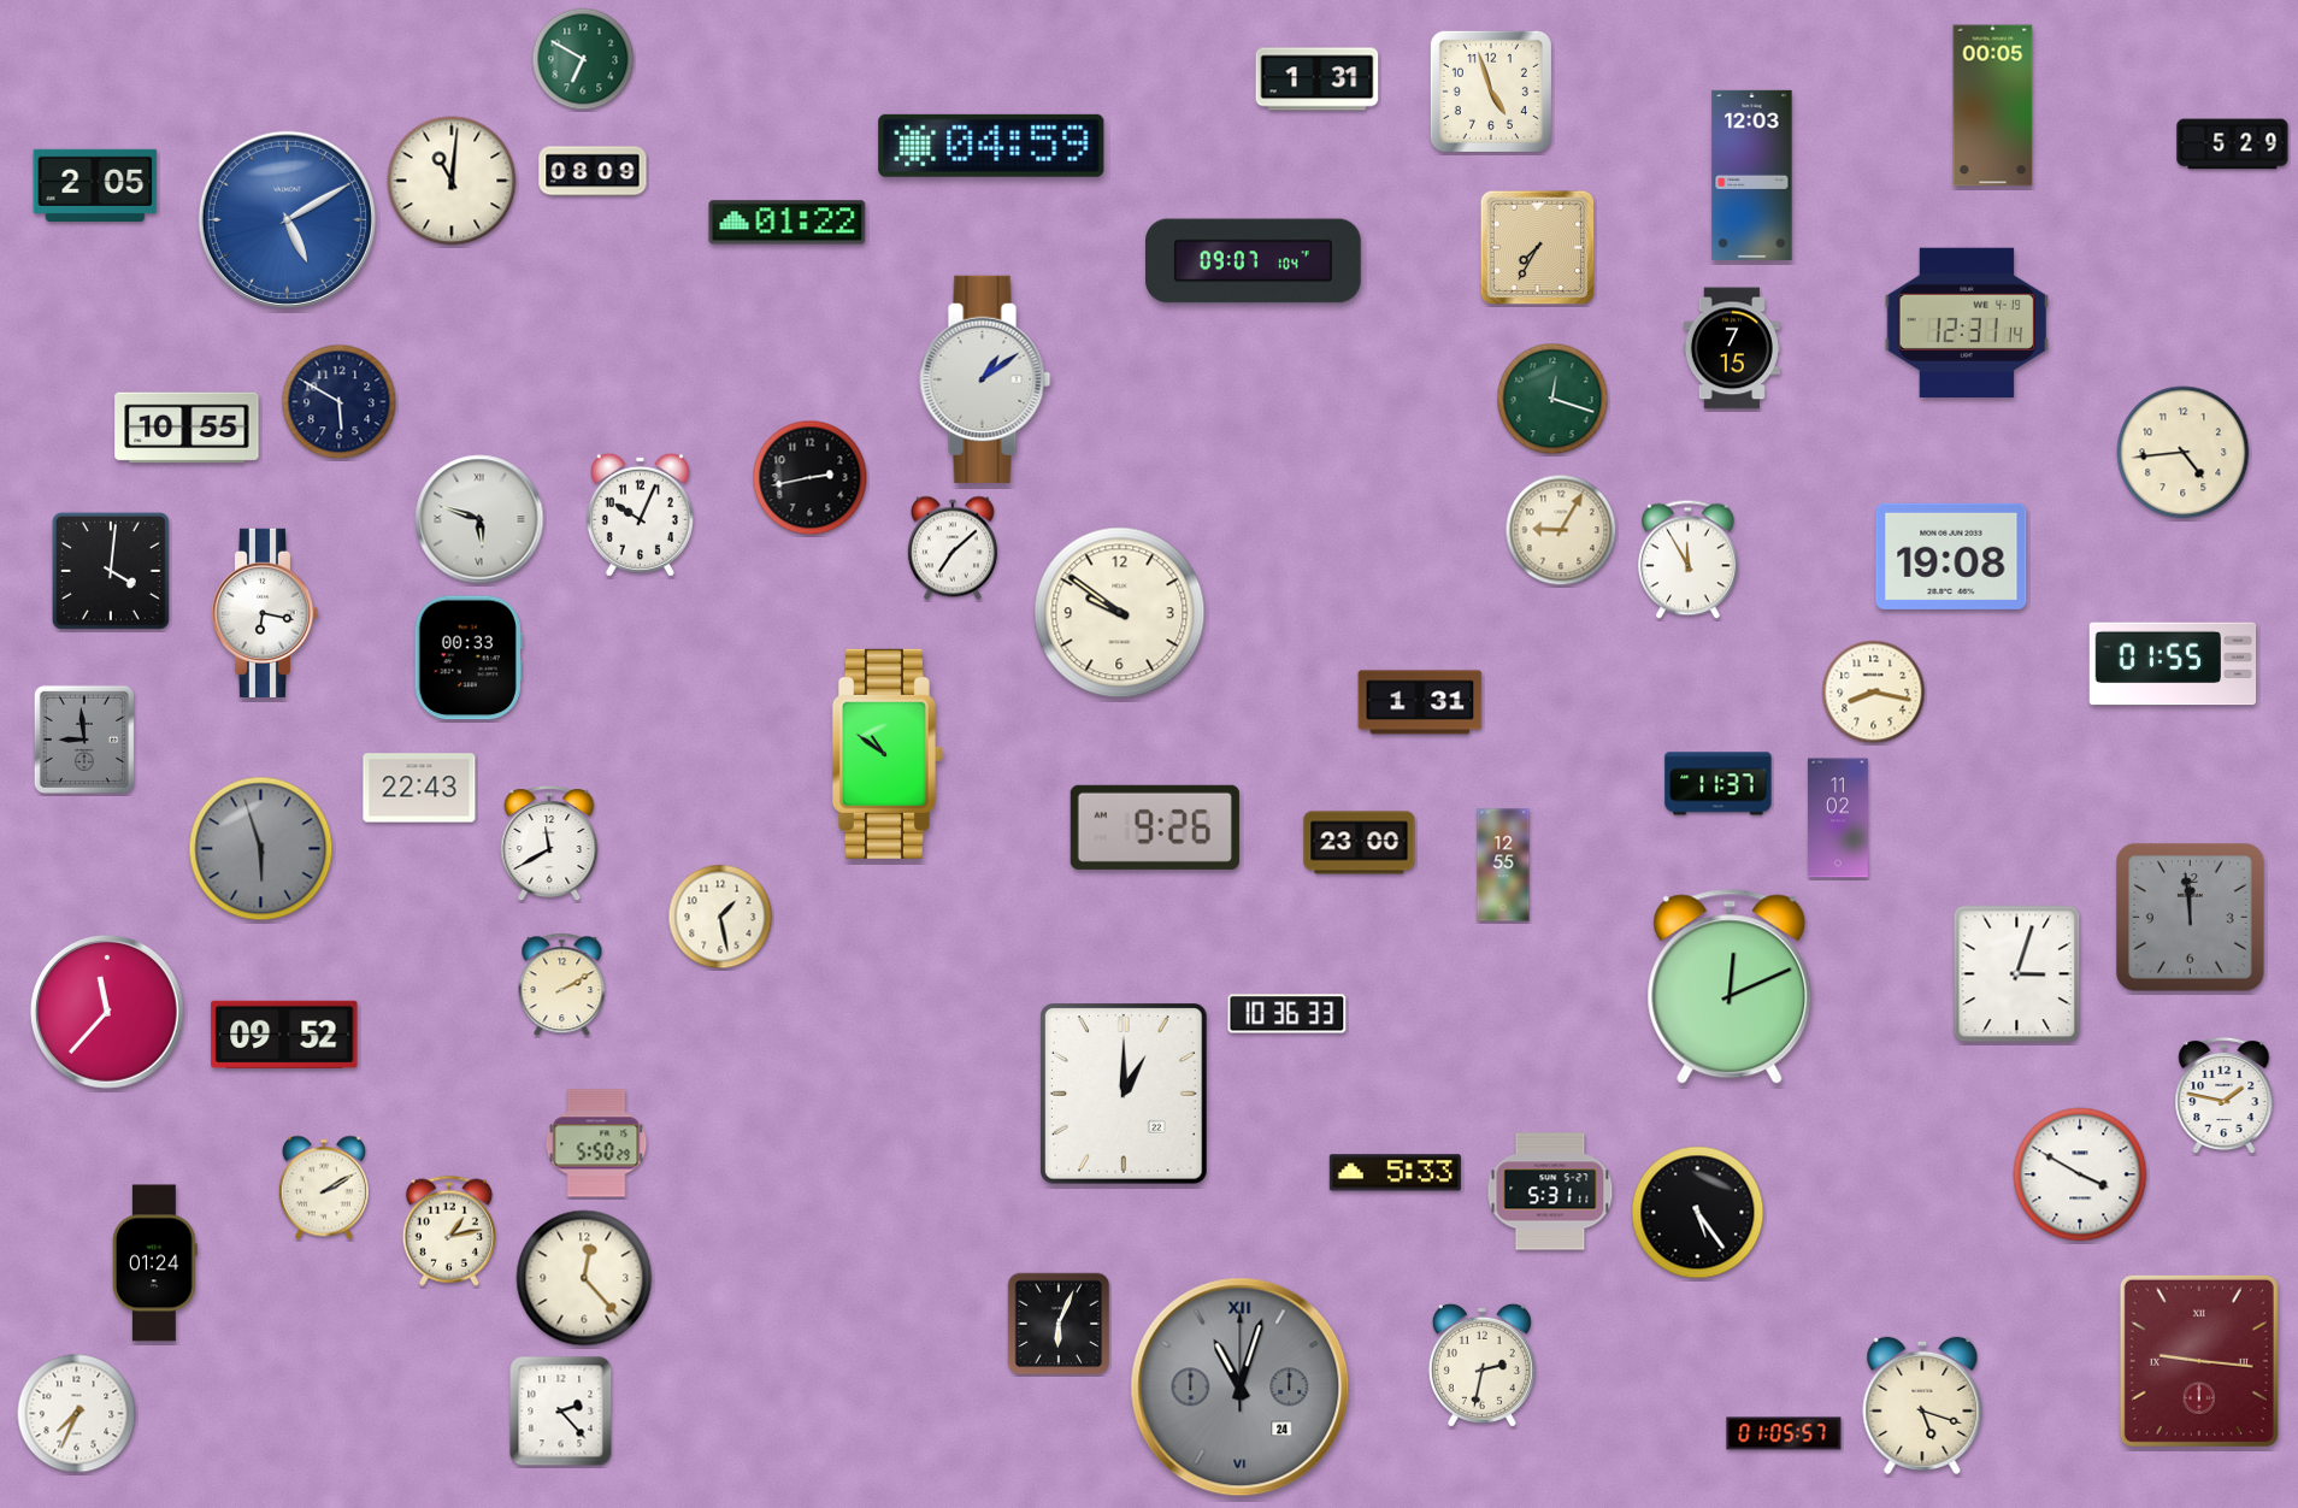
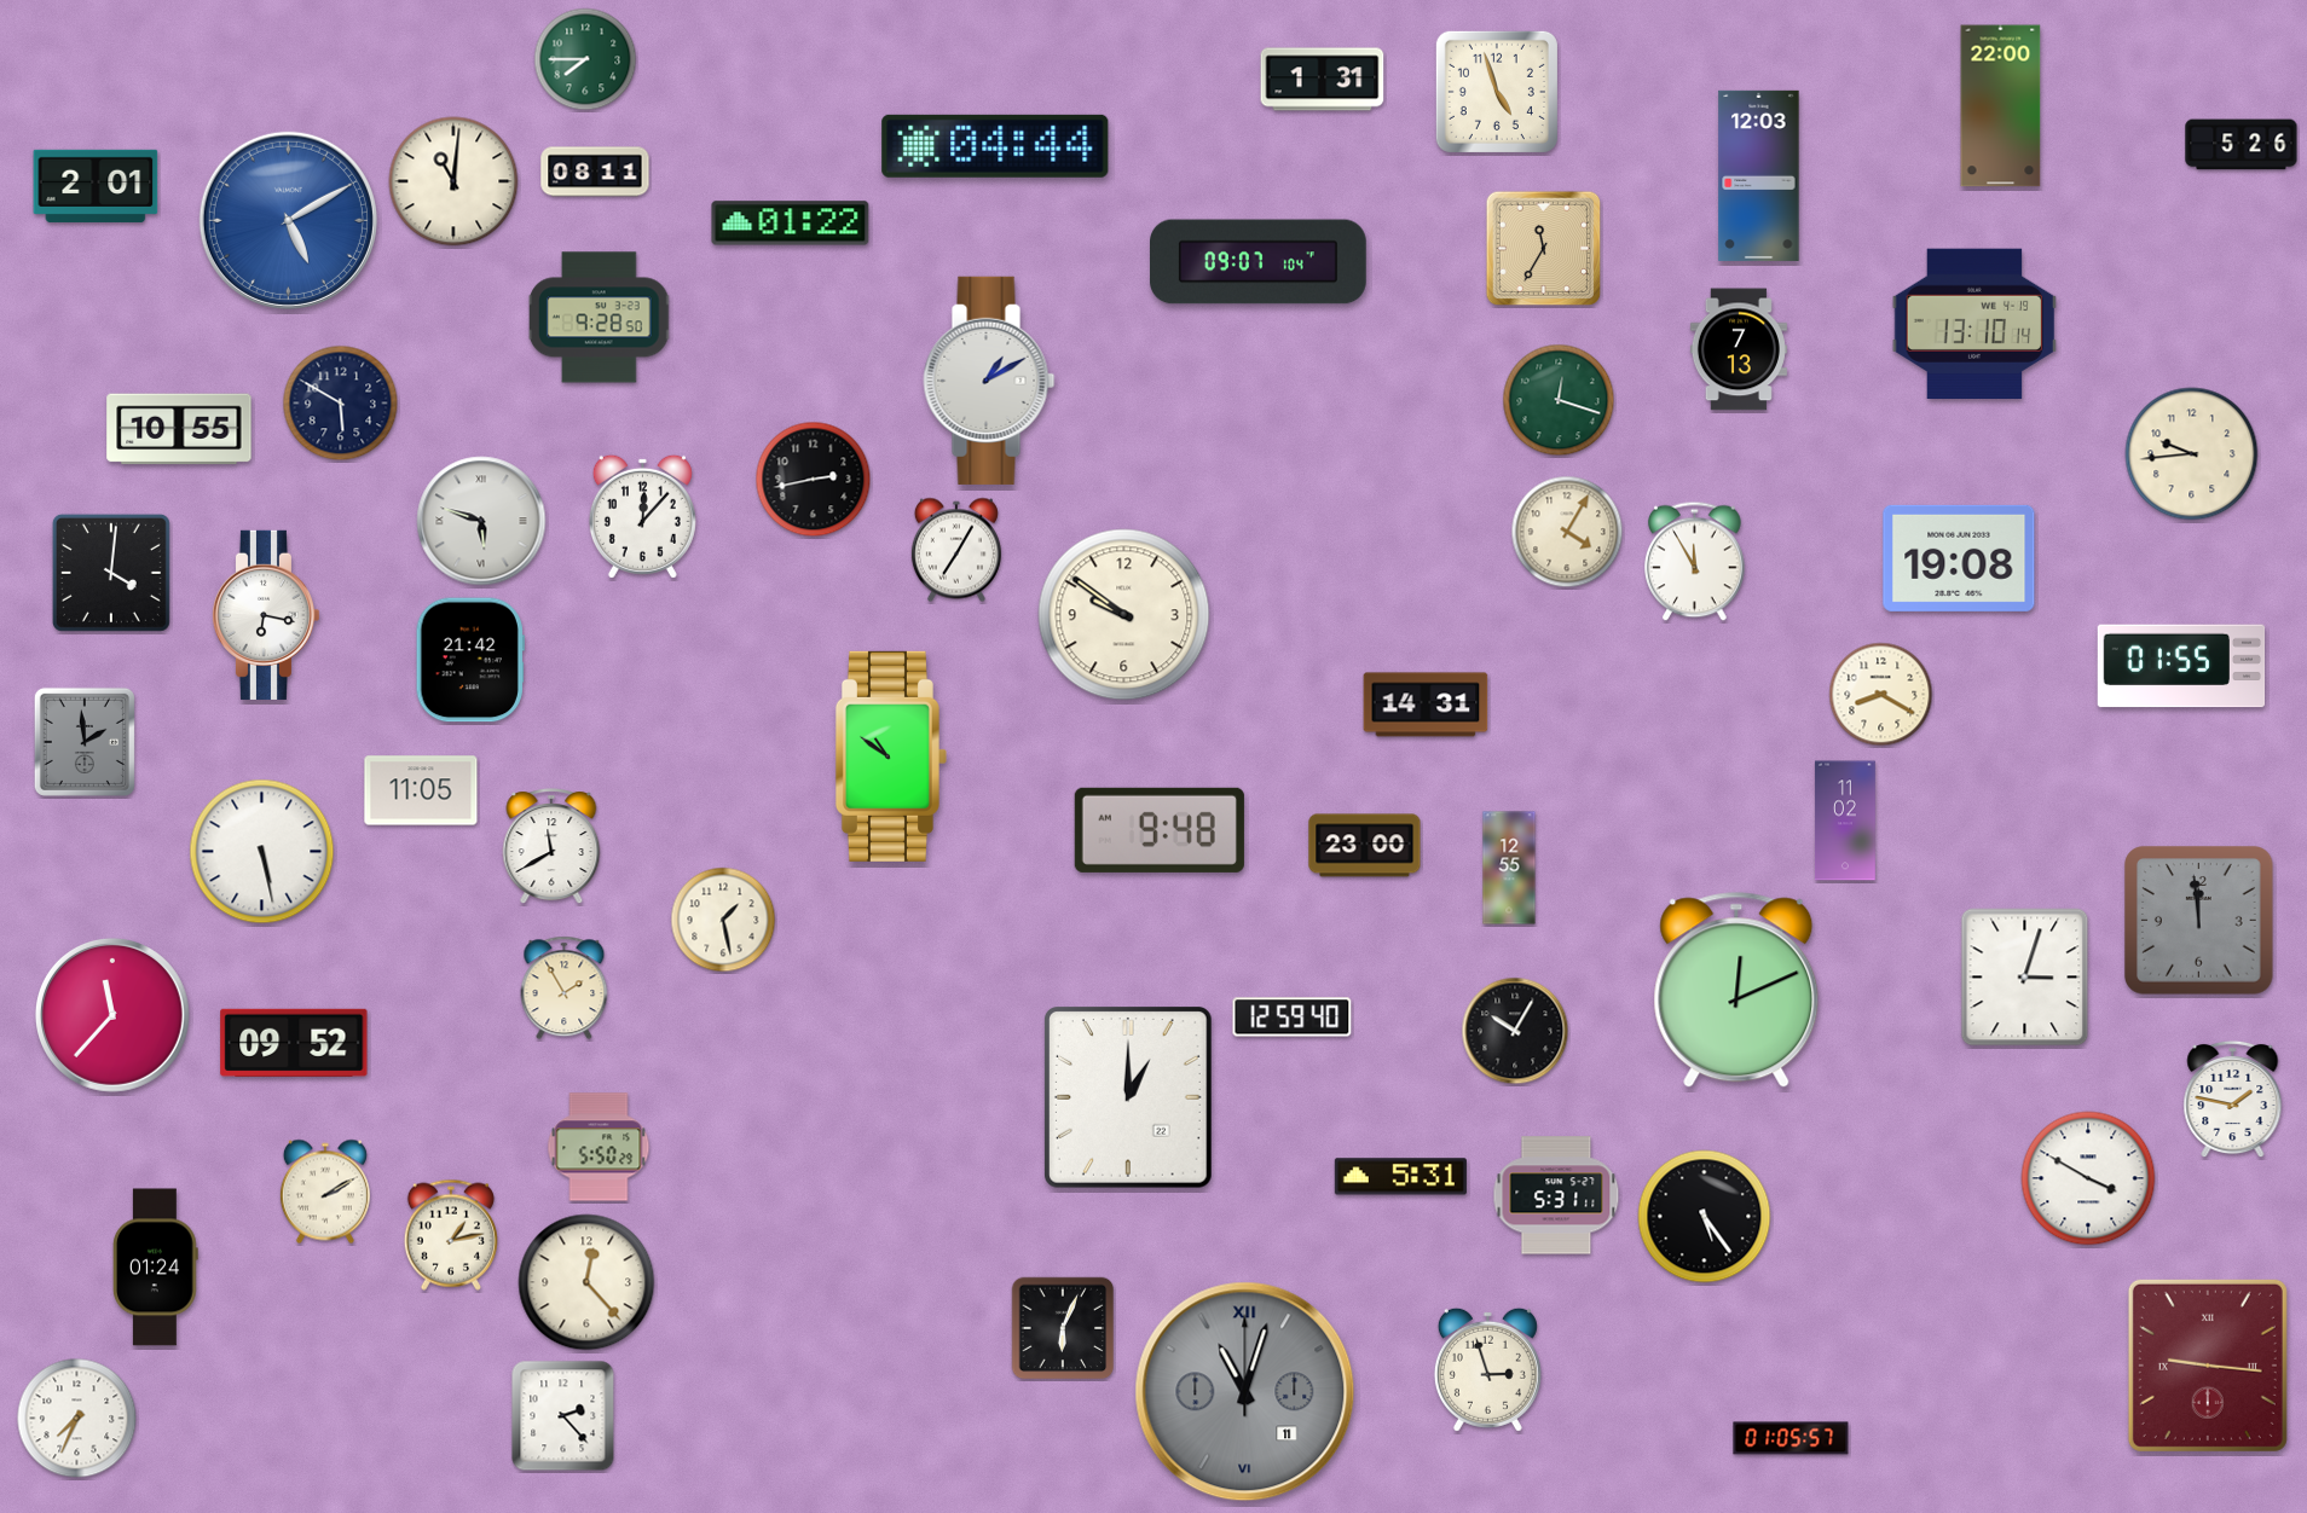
clock at (583, 59): 6:50 -> 7:45
clock at (1993, 106): 00:05 -> 22:00
clock at (2233, 145): 5:29 -> 5:26
clock at (991, 146): 04:59 -> 04:44
clock at (593, 171): 08:09 -> 08:11
clock at (95, 185): 2:05 -> 2:01
clock at (1538, 248): 7:35 -> 11:35
clock at (600, 318): none -> 9:28
clock at (1967, 322): 12:31 -> 13:10
clock at (1732, 348): 7:15 -> 7:13
clock at (985, 379): 1:09 -> 1:10
clock at (187, 428) position: (187, 428) -> (179, 429)
clock at (2184, 453): 4:44 -> 9:44
clock at (640, 514): 10:04 -> 12:07
clock at (1561, 530): 9:05 -> 4:05
clock at (953, 548): 7:08 -> 7:05
clock at (469, 658): 00:33 -> 21:42
clock at (1874, 693): 8:17 -> 8:20
clock at (1420, 702): 1:31 -> 14:31
clock at (84, 740): 8:59 -> 1:59
clock at (1719, 784): 11:37 -> none
clock at (419, 788): 22:43 -> 11:05
clock at (1155, 827): 9:26 -> 9:48
clock at (261, 849): 5:57 -> 5:28
clock at (261, 849) dial: grey -> white
clock at (562, 985): 2:10 -> 1:55
clock at (107, 1012) position: (107, 1012) -> (112, 1015)
clock at (1288, 1014): 10:36 -> 12:59
clock at (1515, 1031): none -> 10:05
clock at (284, 1035) position: (284, 1035) -> (294, 1043)
clock at (1395, 1173): 5:33 -> 5:31
clock at (1481, 1365): 2:32 -> 2:57
clock at (1241, 1388) date: 24 -> 11
clock at (1922, 1406): 5:18 -> none
